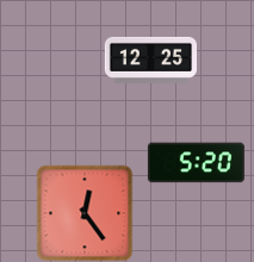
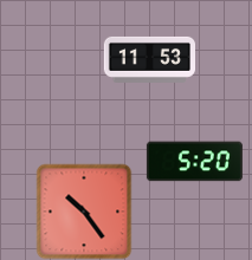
clock at (150, 60): 12:25 -> 11:53
clock at (85, 213): 12:24 -> 10:24
